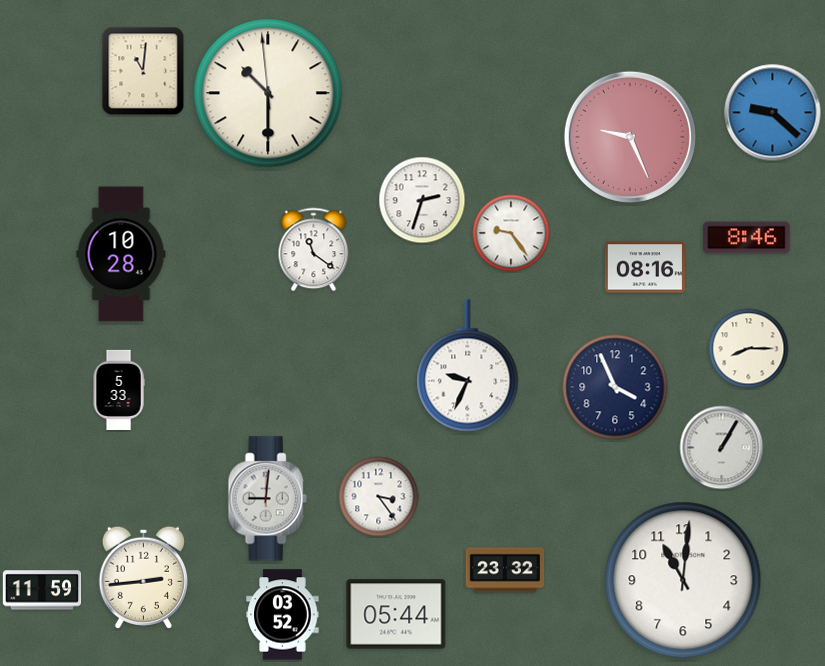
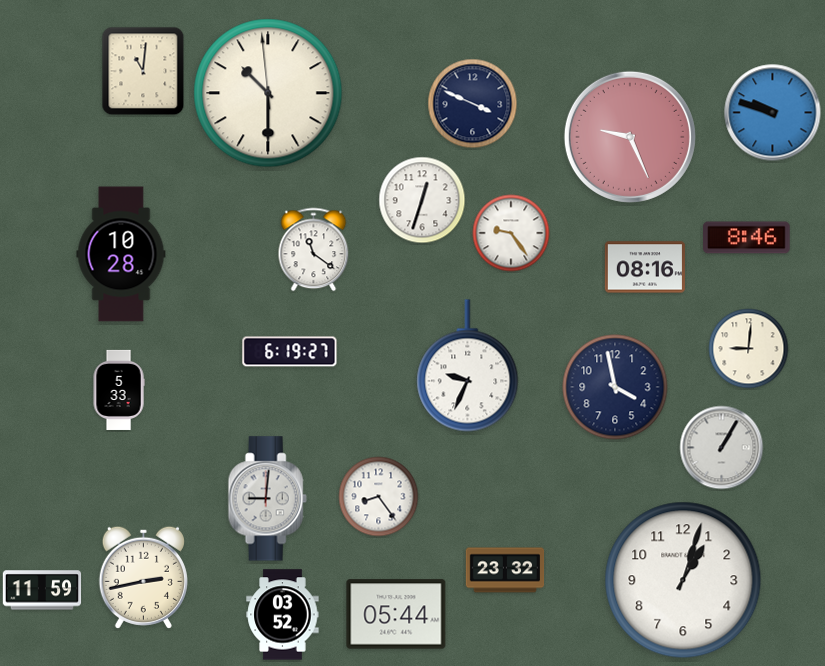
clock at (473, 104): none -> 3:49
clock at (773, 113): 9:22 -> 9:48
clock at (422, 200): 2:33 -> 12:33
clock at (749, 349): 8:15 -> 9:01
clock at (290, 352): none -> 6:19
clock at (615, 387): 3:56 -> 3:58
clock at (379, 497): 3:24 -> 8:24
clock at (143, 577): 2:44 -> 2:43
clock at (683, 580): 11:01 -> 1:03
